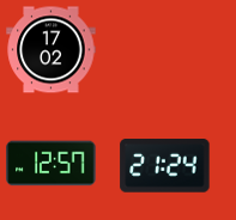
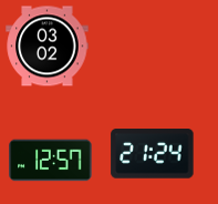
clock at (52, 50): 17:02 -> 03:02
clock at (52, 164) position: (52, 164) -> (51, 161)
